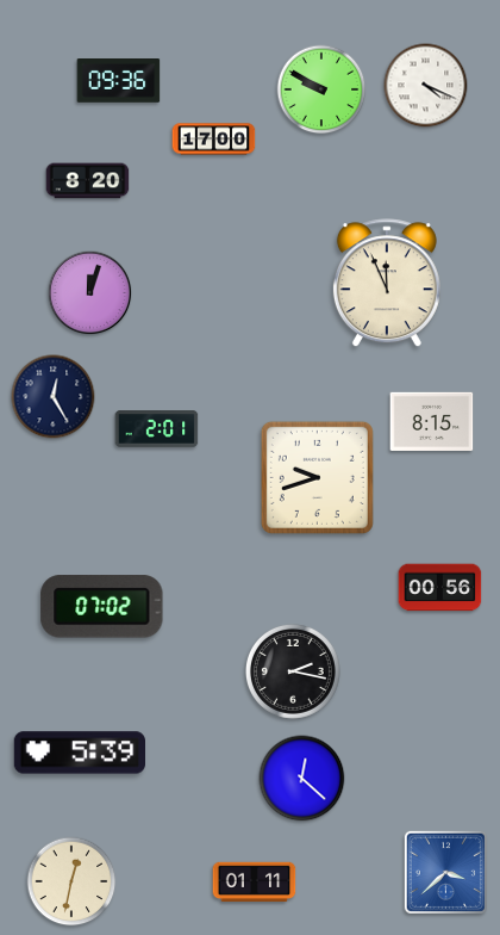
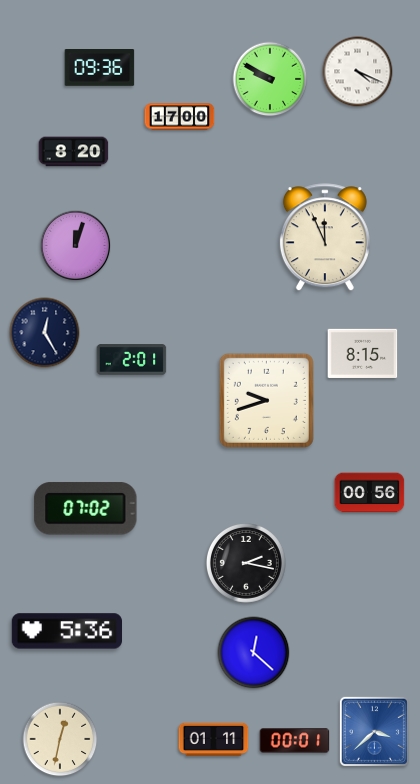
clock at (321, 89) position: (321, 89) -> (270, 79)
clock at (79, 753): 5:39 -> 5:36
clock at (295, 741): none -> 00:01
